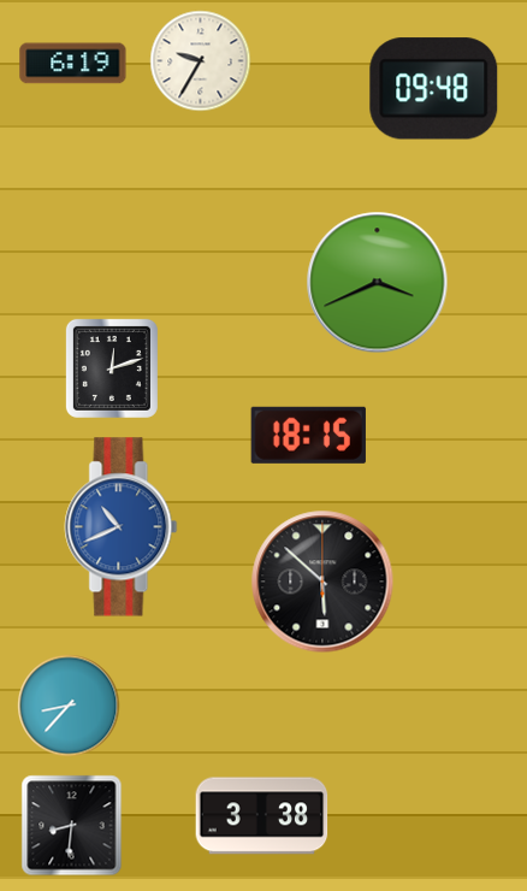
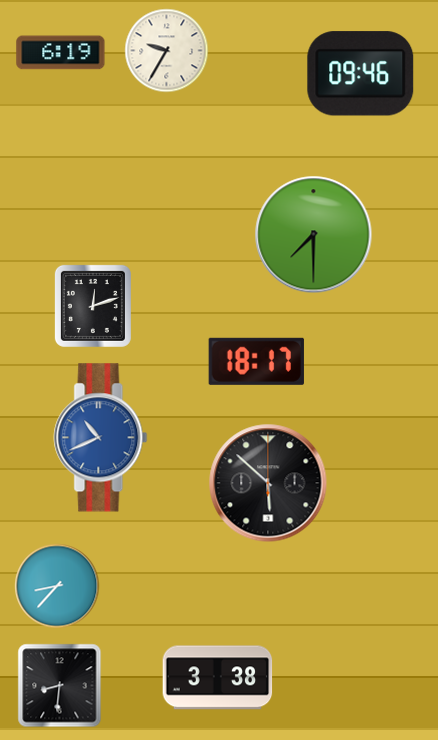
clock at (434, 89): 09:48 -> 09:46
clock at (378, 283): 3:41 -> 7:30
clock at (308, 435): 18:15 -> 18:17
